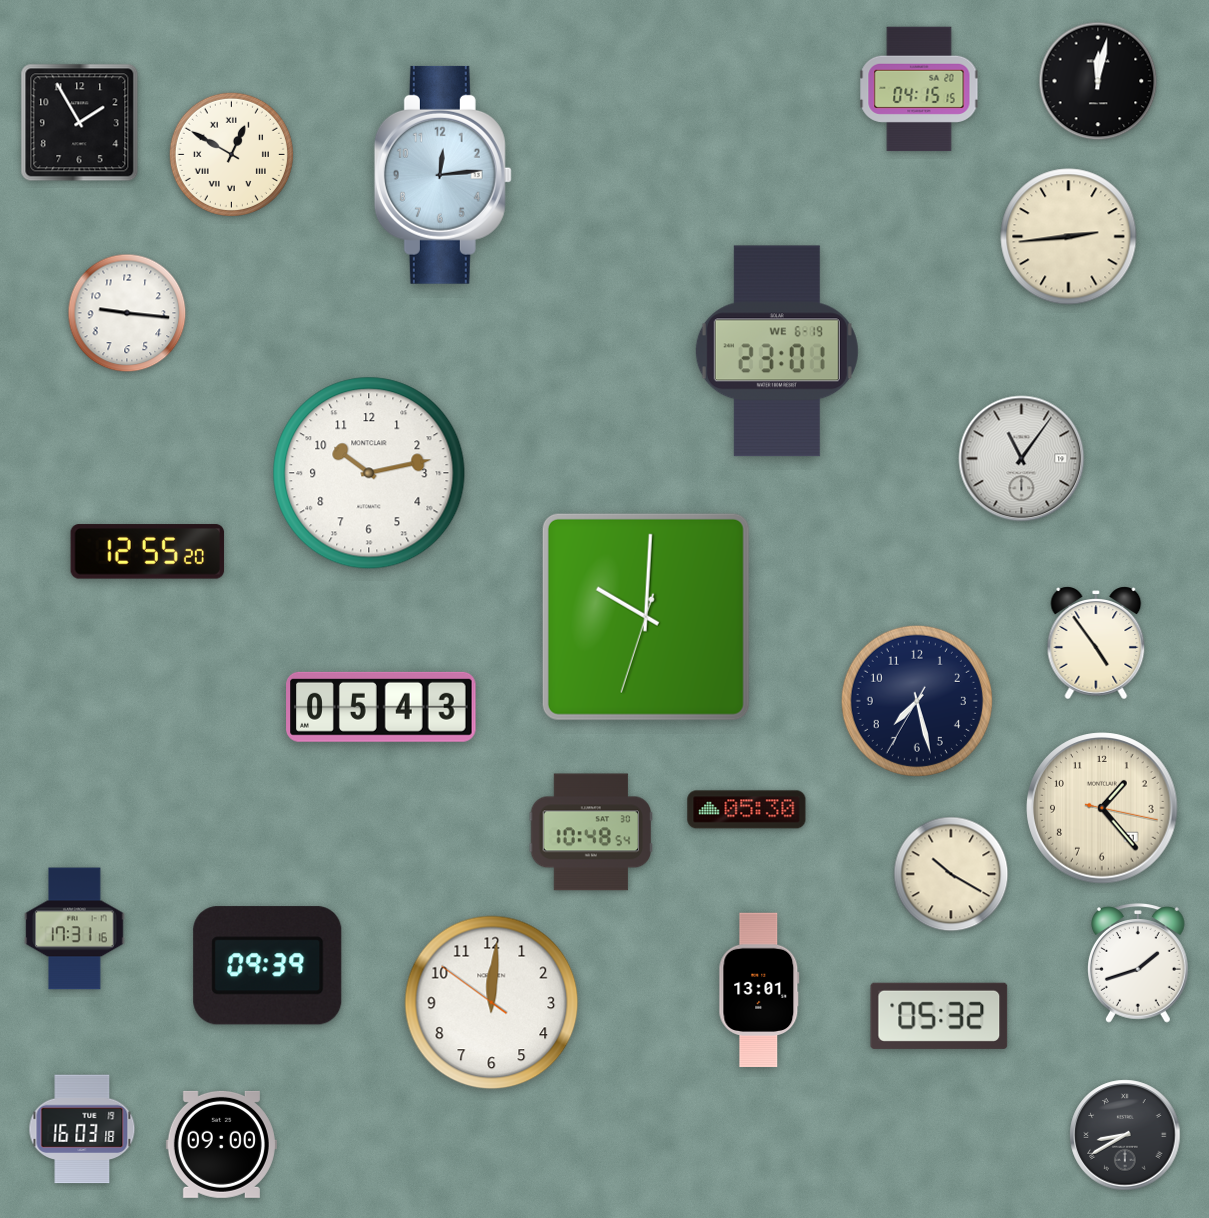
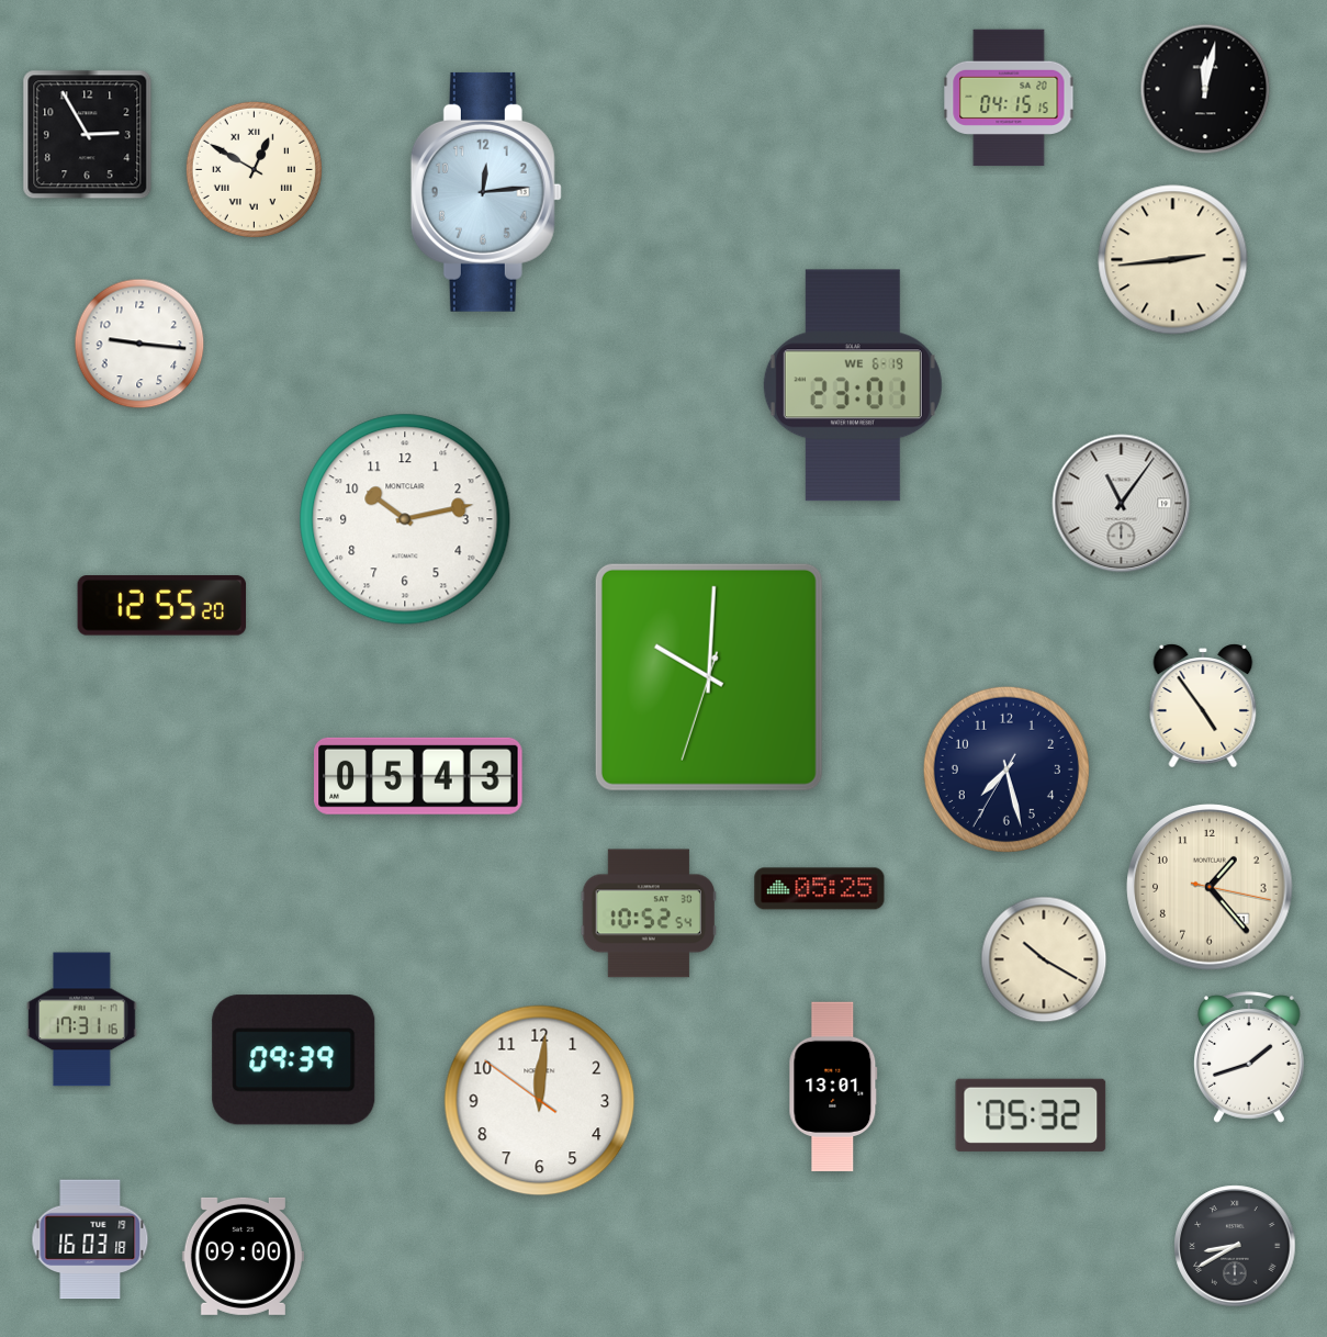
clock at (80, 123): 1:55 -> 2:55
clock at (747, 810): 05:30 -> 05:25
clock at (591, 832): 10:48 -> 10:52
